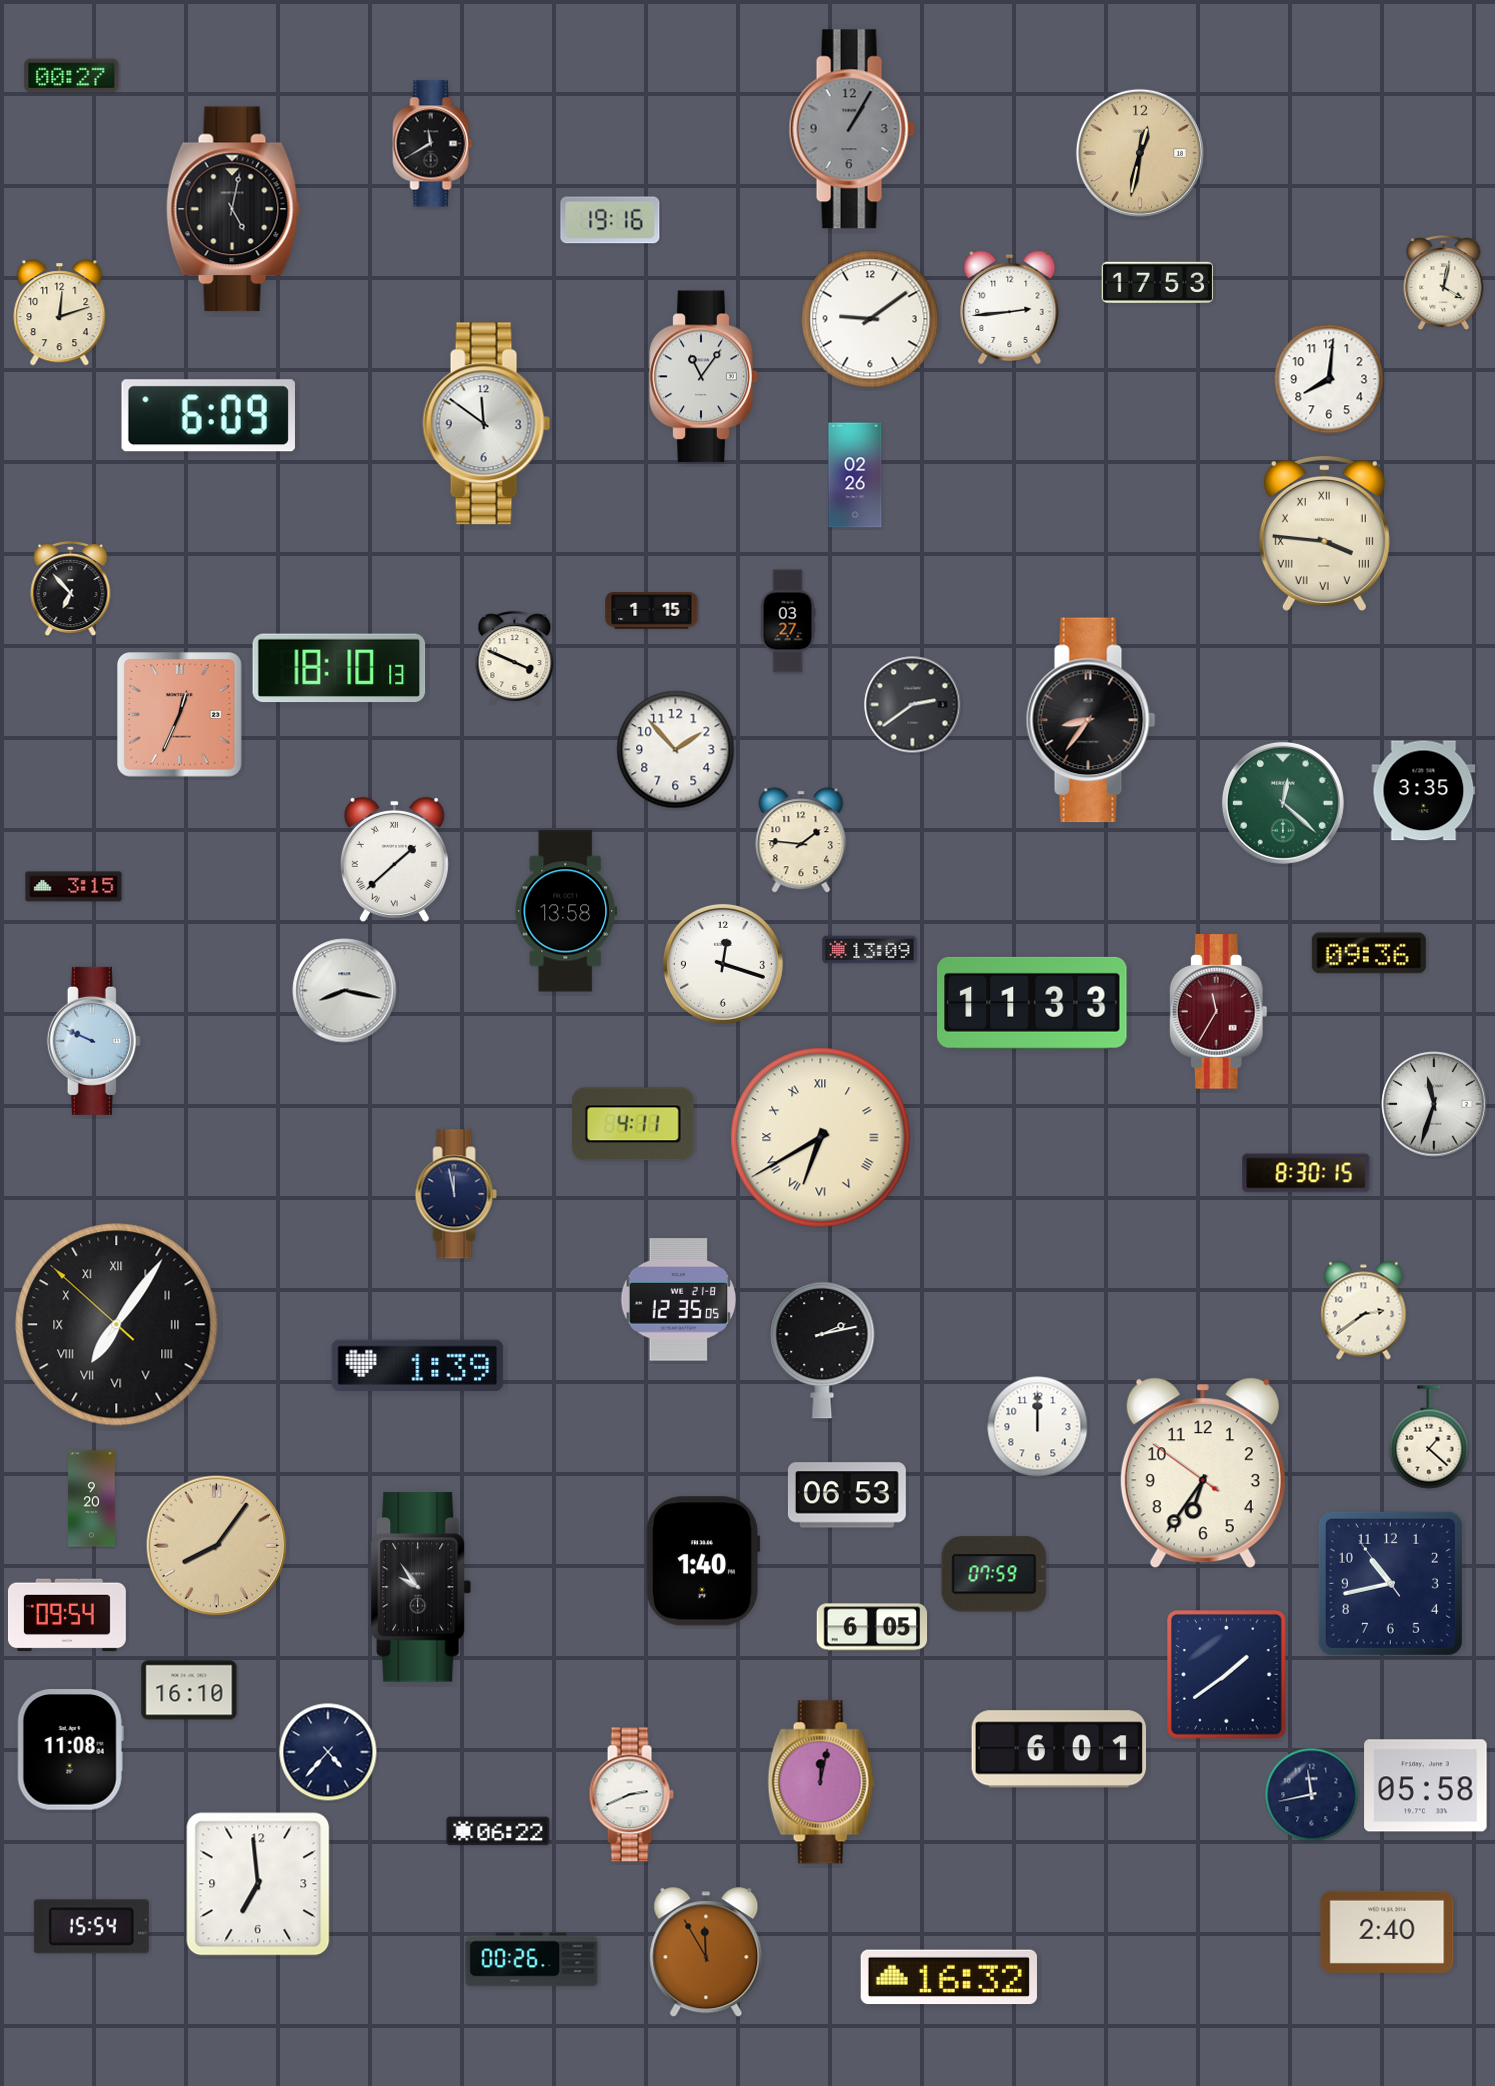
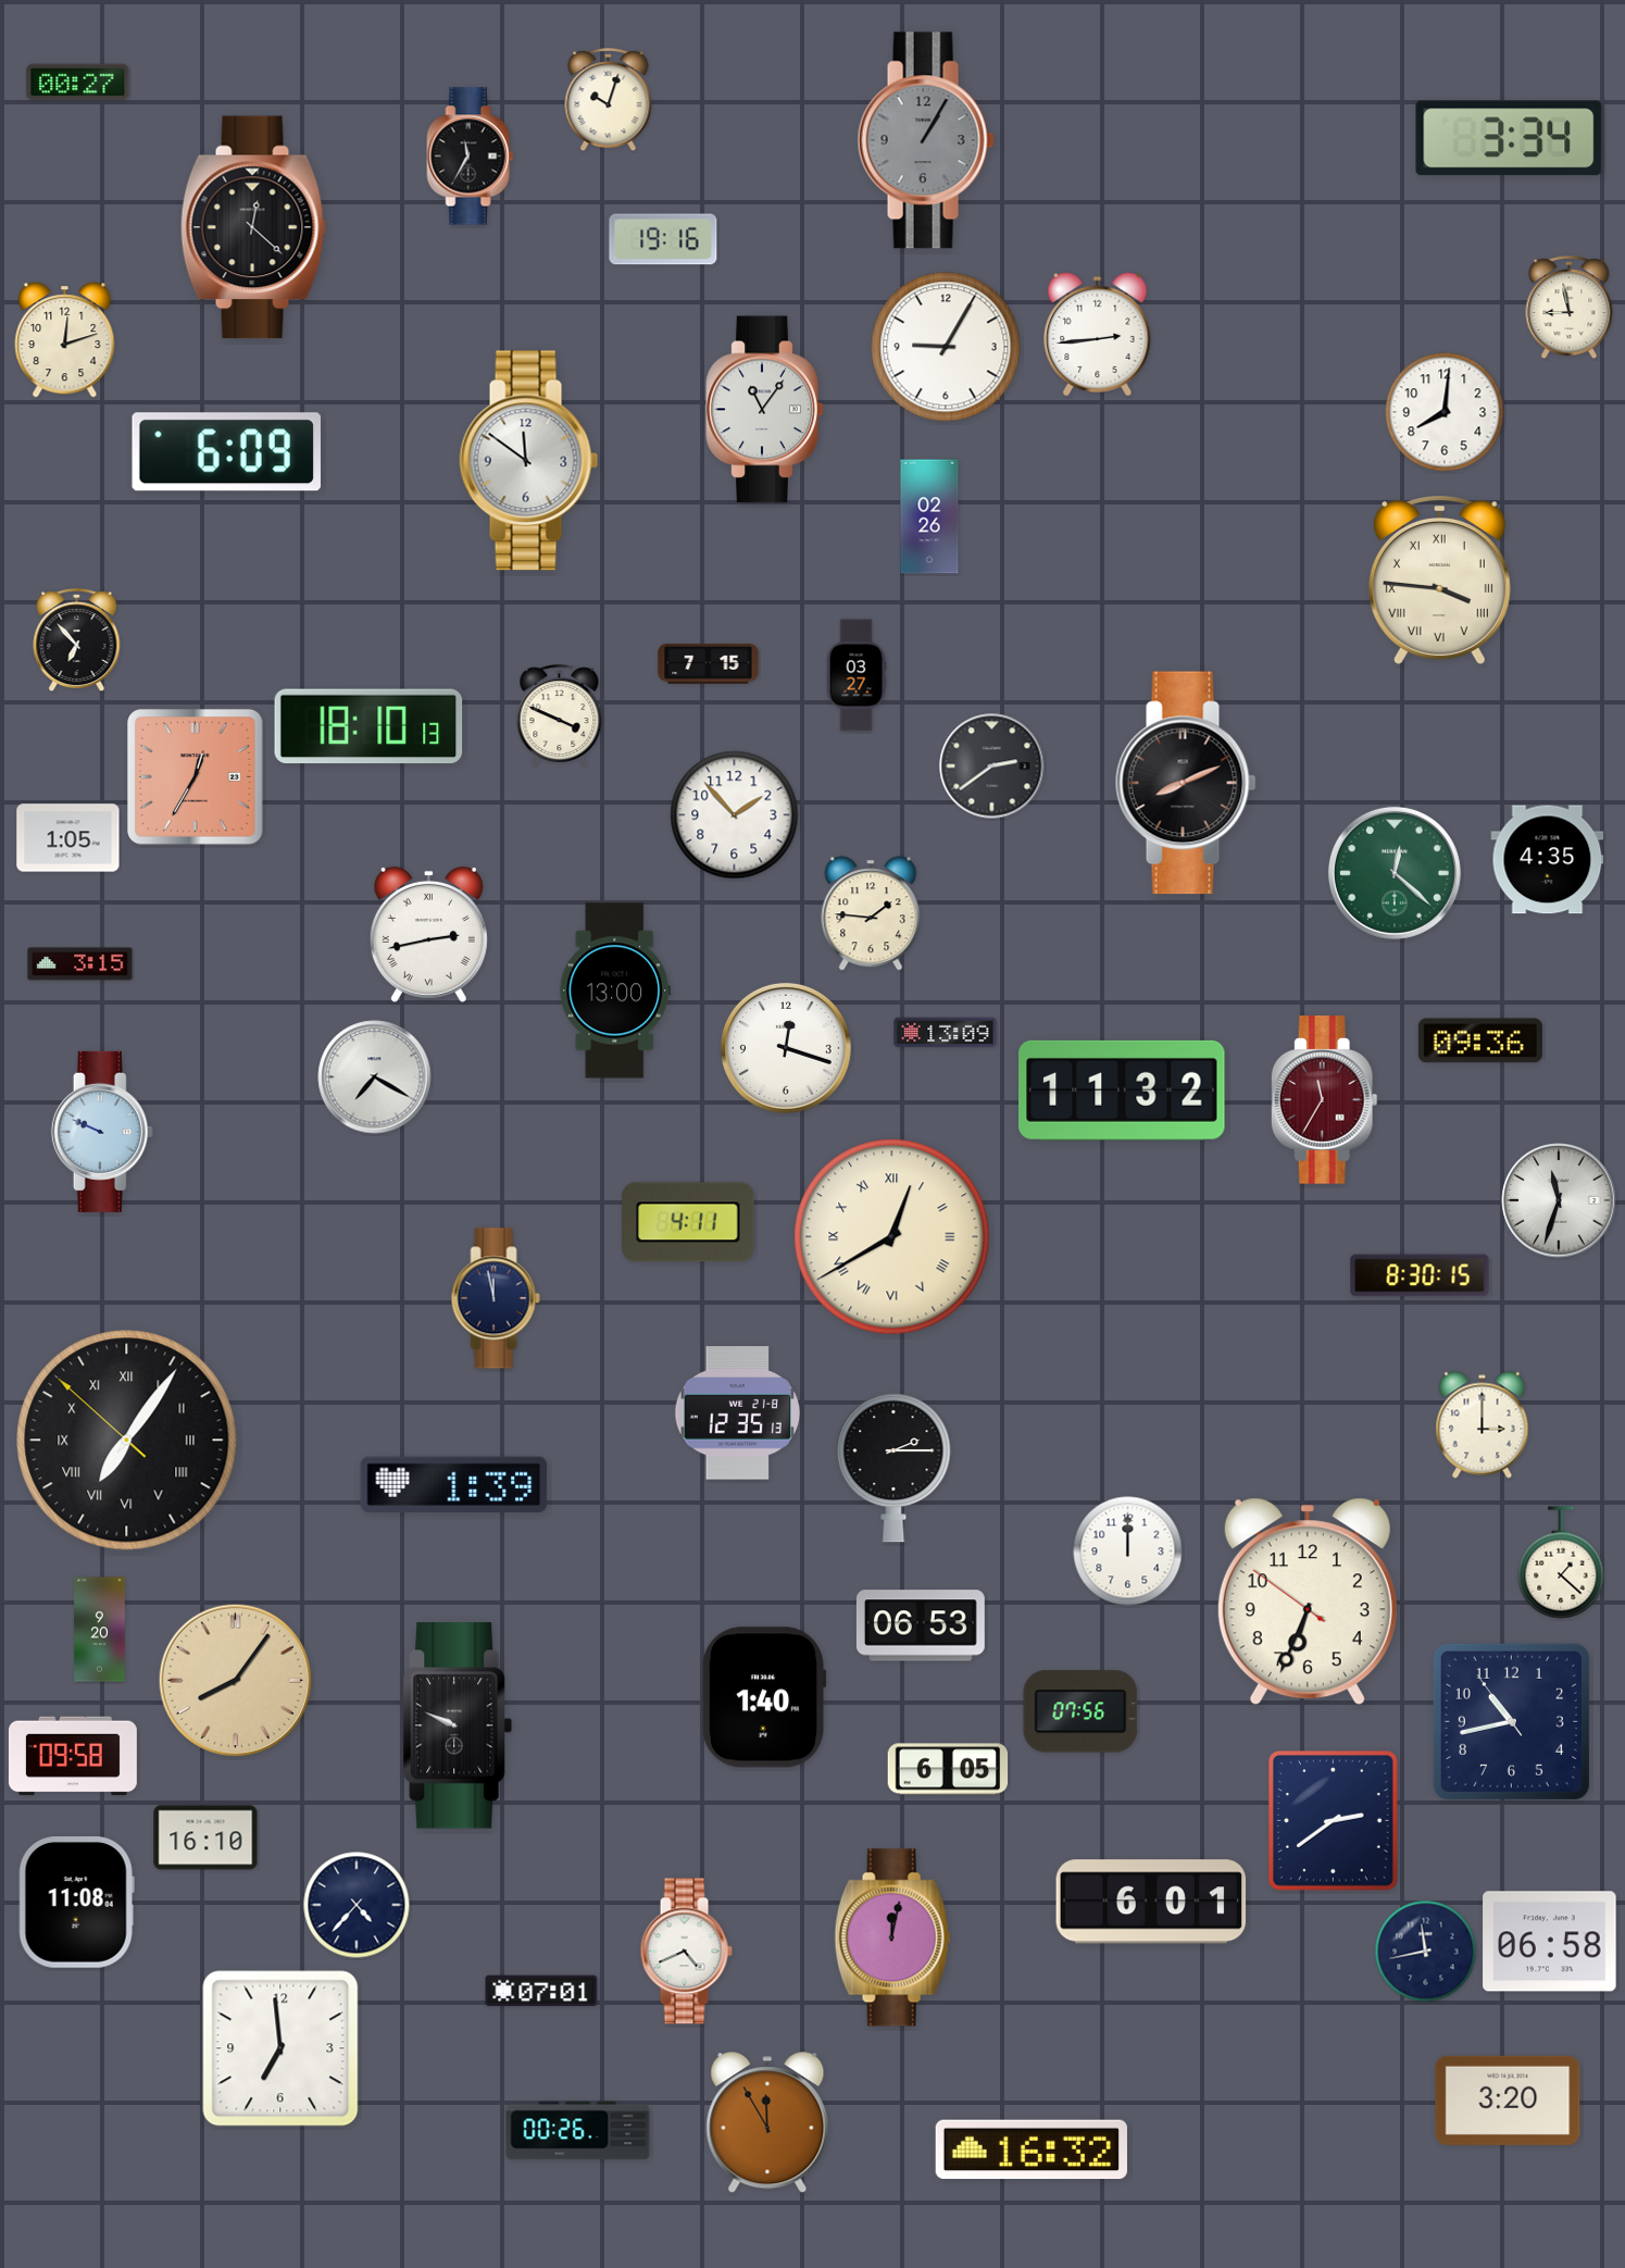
clock at (609, 101): none -> 10:03
clock at (1509, 138): none -> 3:34
clock at (433, 144): 11:40 -> 11:35
clock at (1140, 153): 12:32 -> none
clock at (233, 209): 5:02 -> 12:22
clock at (1157, 282): 17:53 -> none
clock at (1444, 284): 4:02 -> 8:58
clock at (870, 319): 9:09 -> 9:05
clock at (652, 611): 1:15 -> 7:15
clock at (180, 715): 12:34 -> 12:35
clock at (1091, 720): 8:36 -> 8:11
clock at (68, 838): none -> 1:05
clock at (1424, 791): 3:35 -> 4:35
clock at (394, 859): 1:38 -> 2:43
clock at (566, 911): 13:58 -> 13:00
clock at (1369, 953) position: (1369, 953) -> (1480, 1040)
clock at (345, 991): 8:17 -> 7:20
clock at (1032, 1003): 11:33 -> 11:32
clock at (821, 1138): 6:40 -> 12:40
clock at (678, 1300): 12:35:05 -> 12:35:13
clock at (1364, 1311): 2:39 -> 3:00
clock at (822, 1351): 2:13 -> 2:15
clock at (1429, 1437) position: (1429, 1437) -> (1561, 1562)
clock at (1203, 1473): 6:35 -> 6:33
clock at (994, 1574): 07:59 -> 07:56
clock at (421, 1587): 9:54 -> 9:49
clock at (67, 1615): 09:54 -> 09:58
clock at (1227, 1675): 1:39 -> 2:39
clock at (1426, 1786): 05:58 -> 06:58
clock at (631, 1795): 2:41 -> 4:41
clock at (498, 1831): 06:22 -> 07:01
clock at (91, 1927): 15:54 -> none
clock at (1387, 1932): 2:40 -> 3:20
